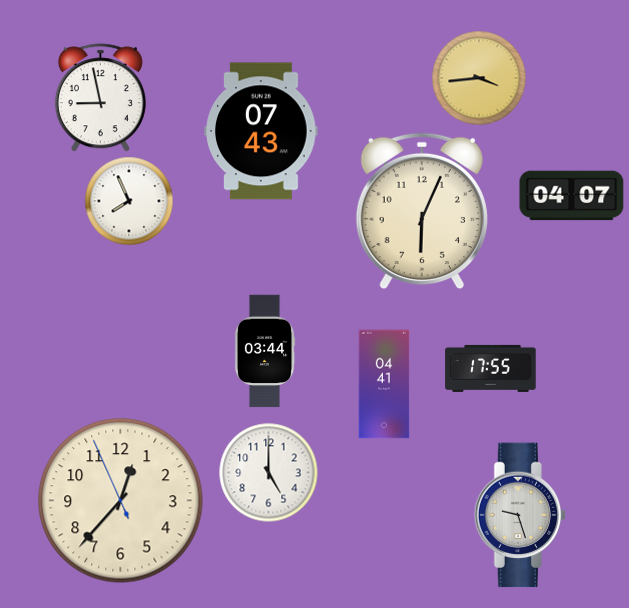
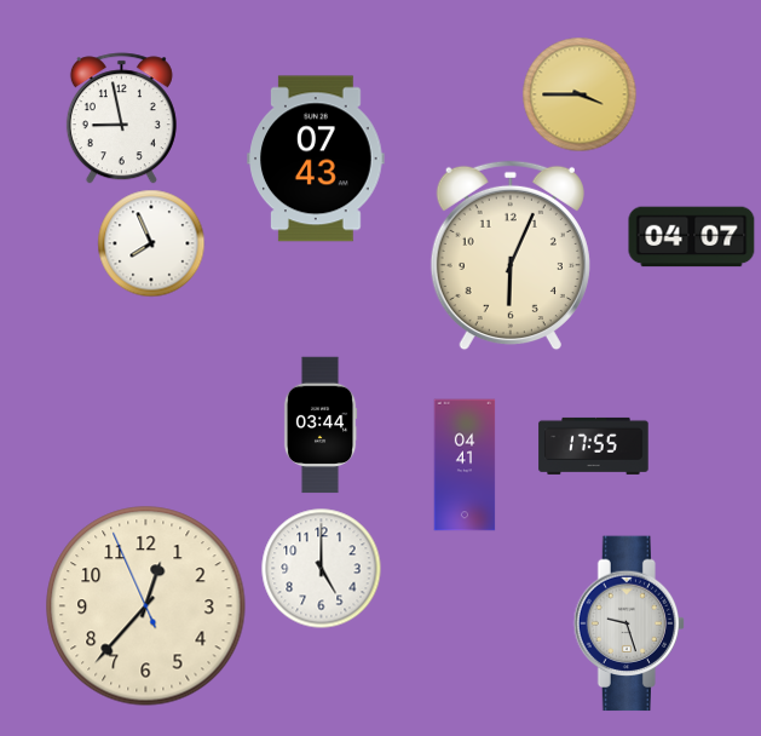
clock at (479, 78): 3:44 -> 3:45
clock at (129, 201) position: (129, 201) -> (151, 243)
clock at (269, 473) position: (269, 473) -> (322, 569)
